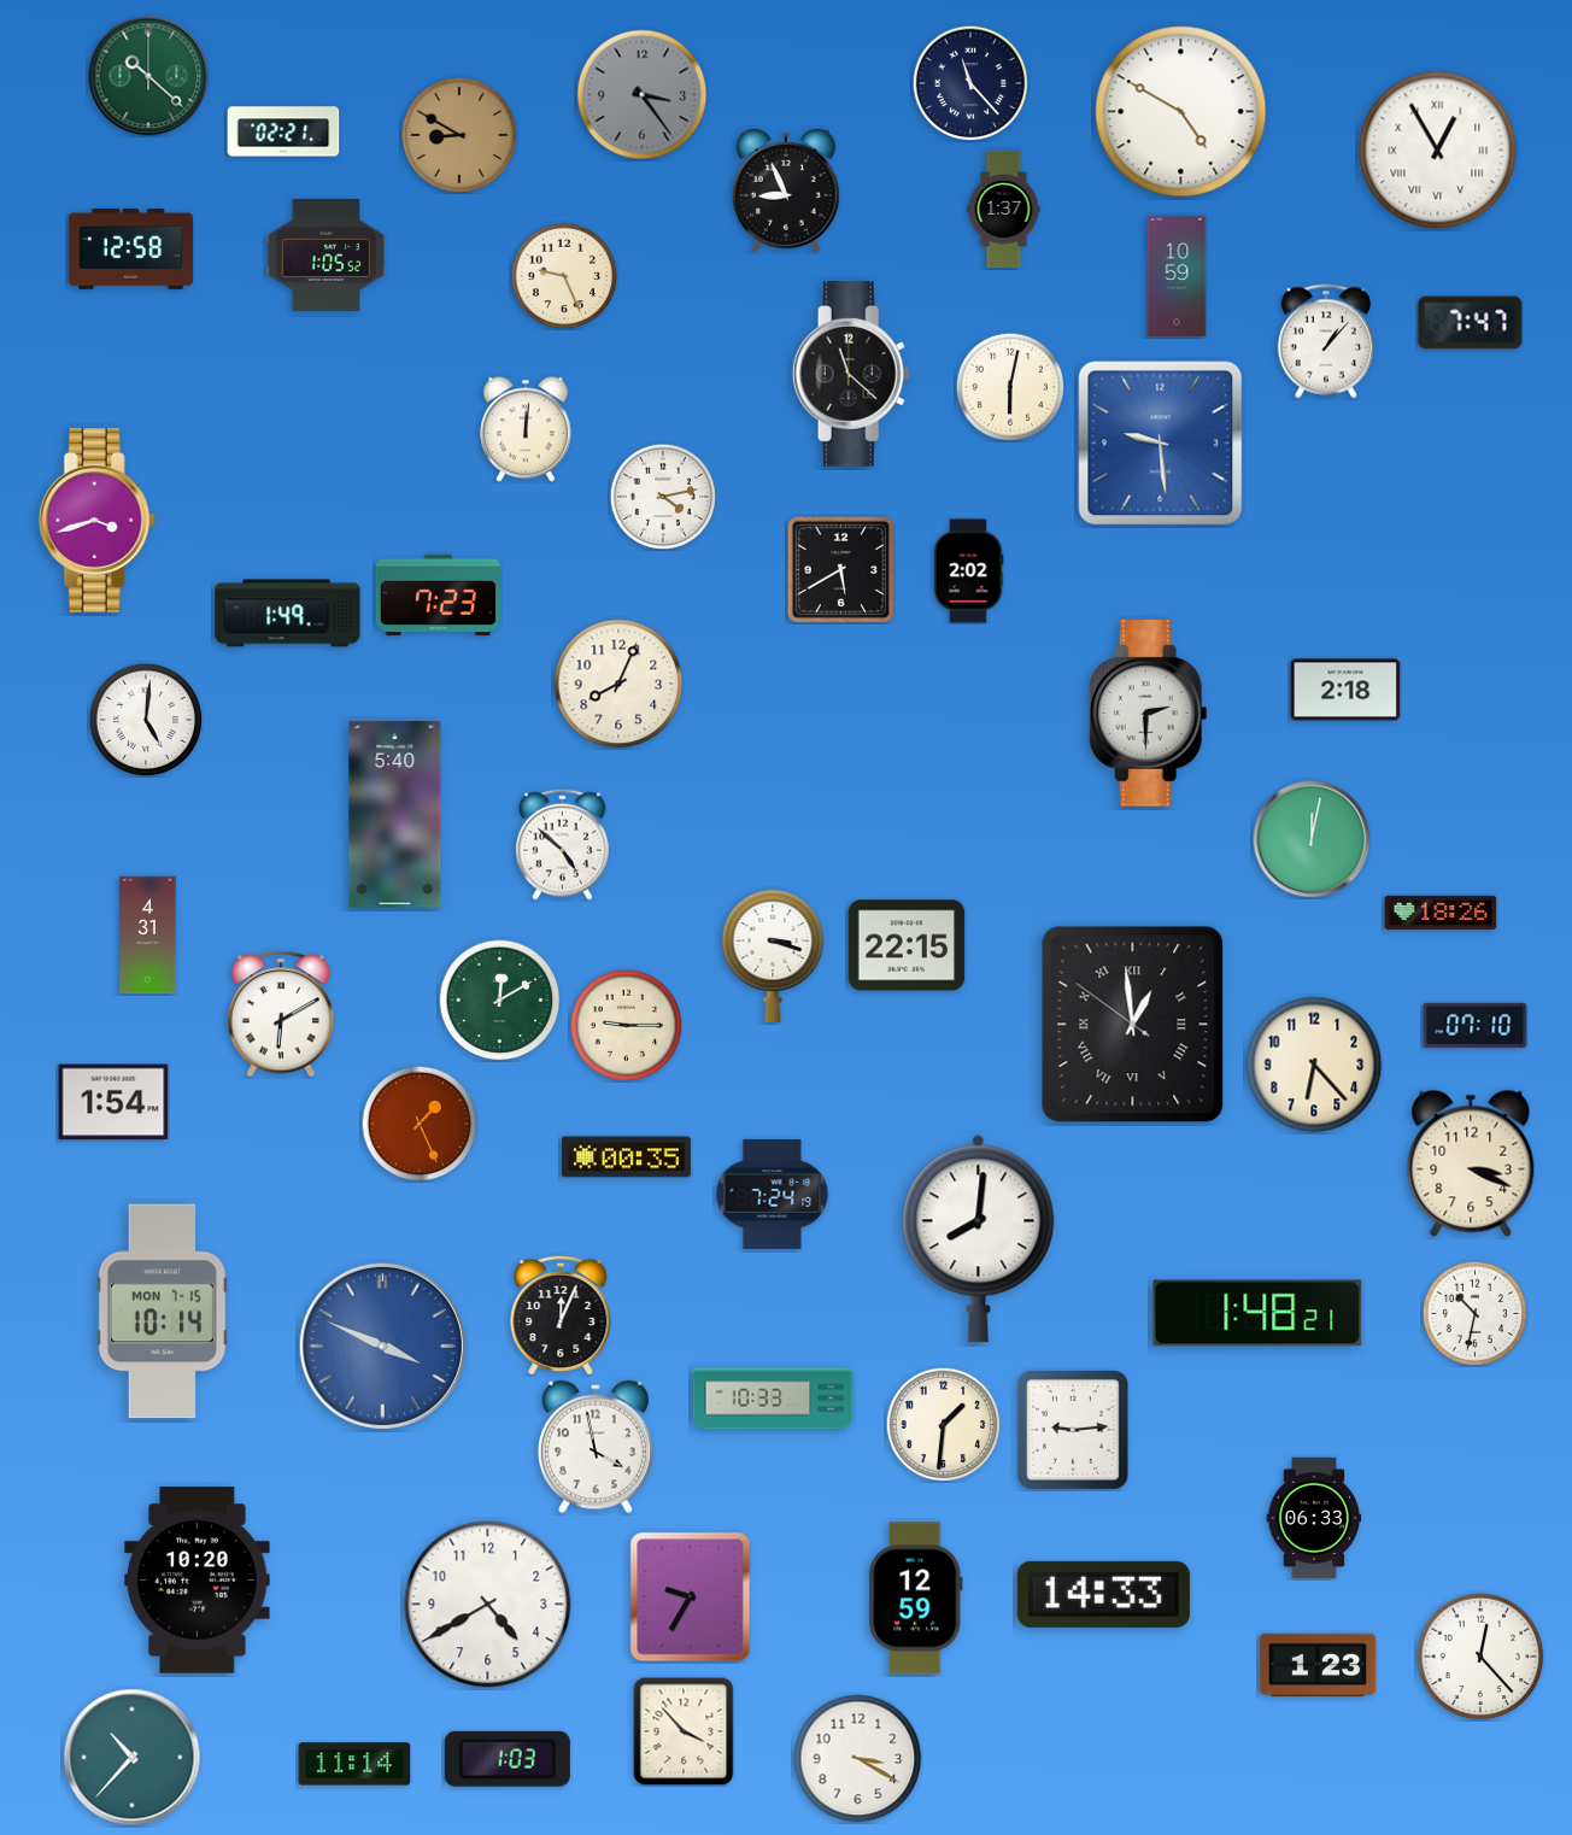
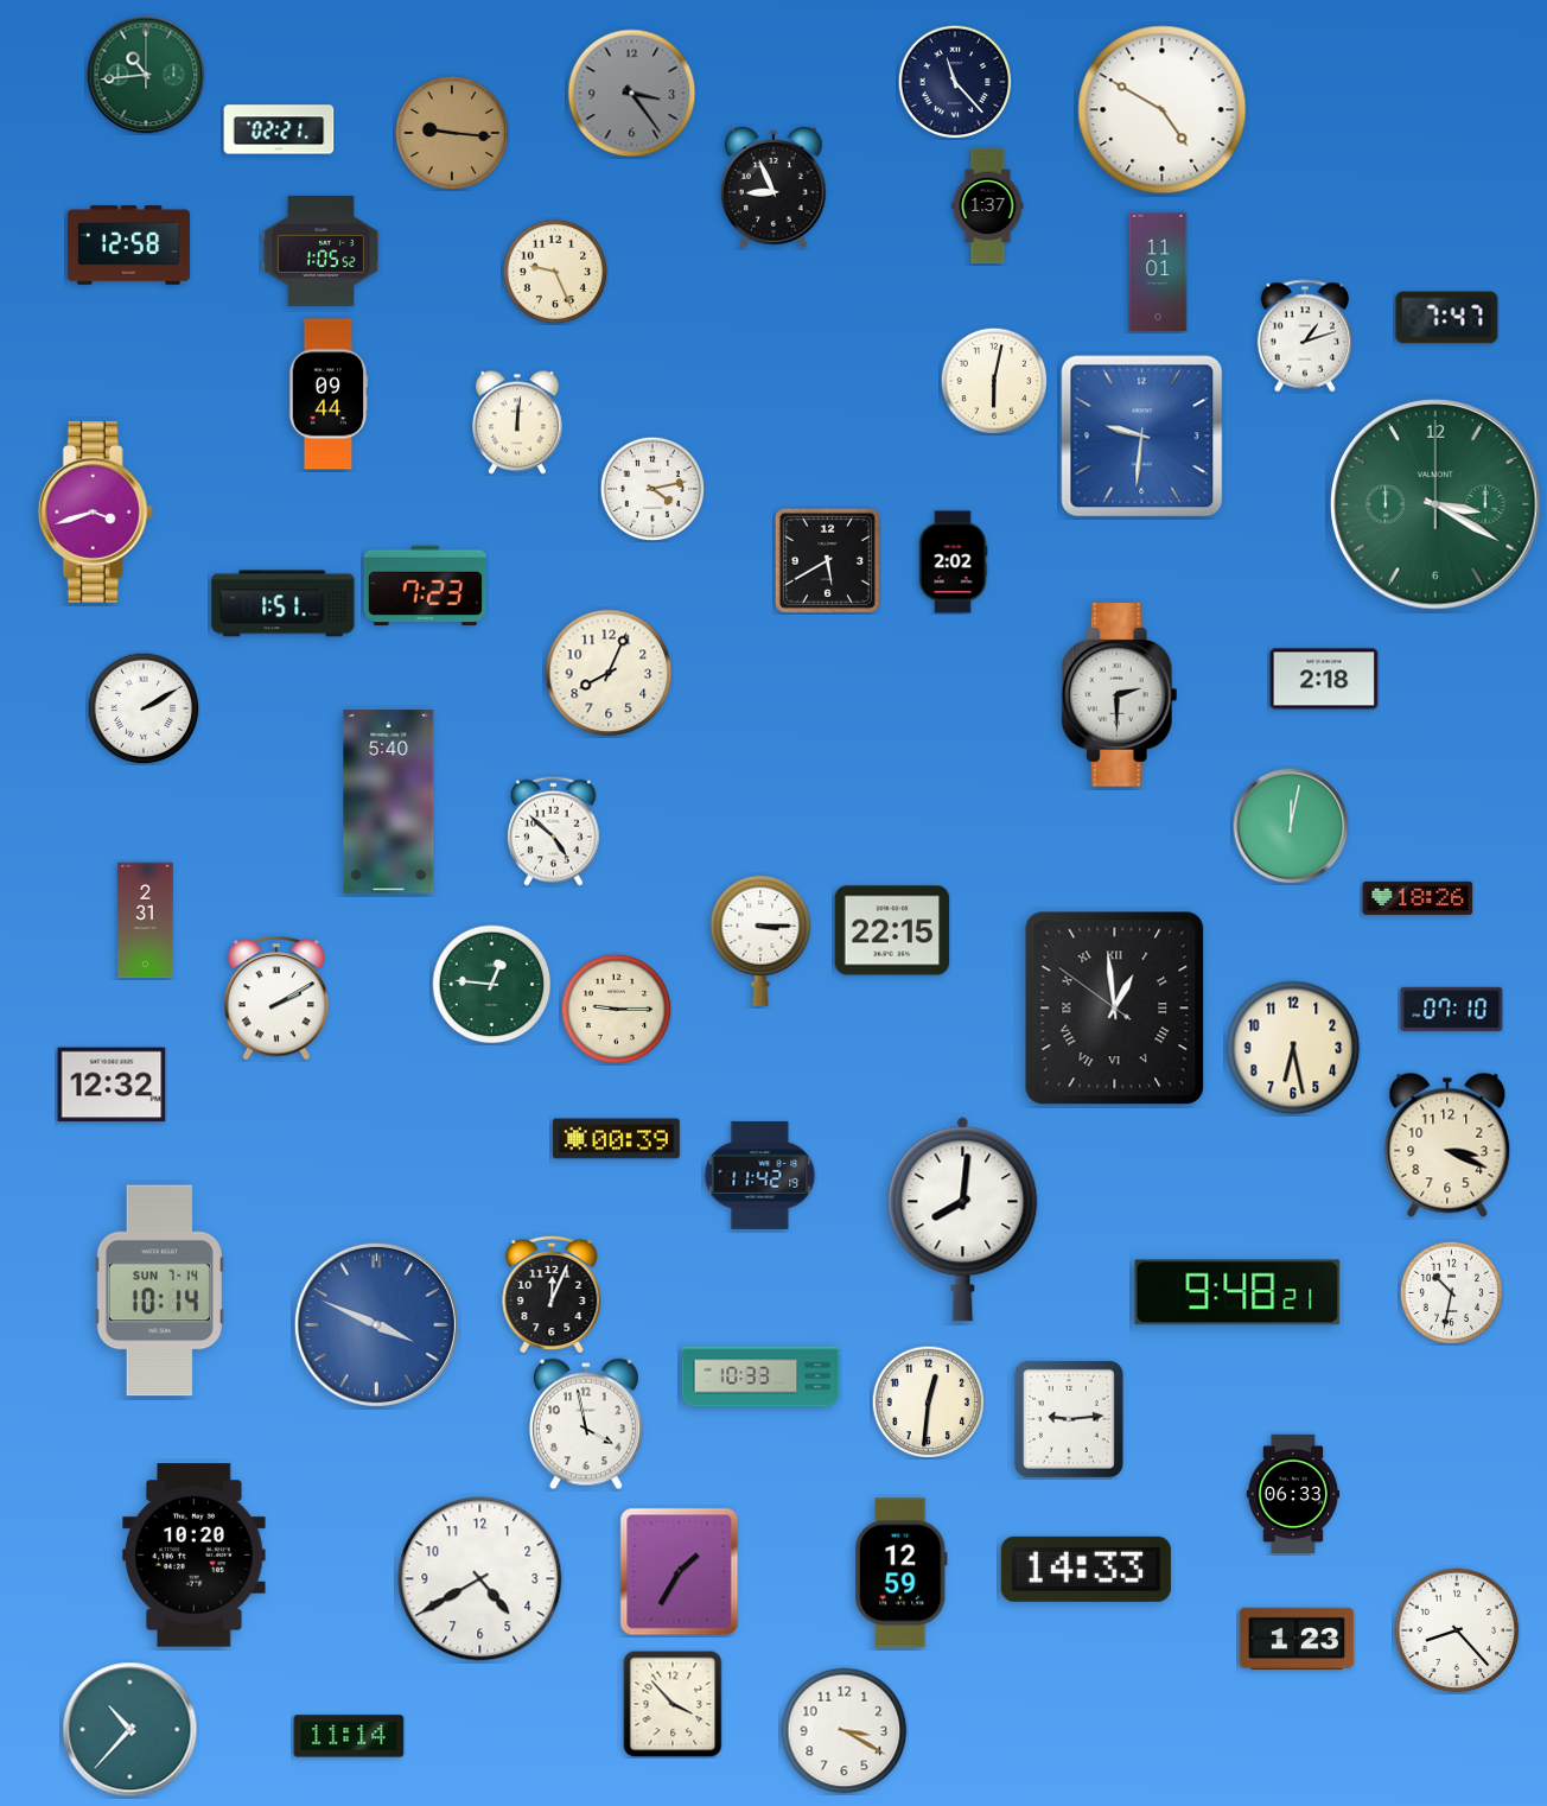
clock at (148, 76): 10:22 -> 10:44
clock at (459, 135): 8:50 -> 9:16
clock at (1438, 151): 12:55 -> none
clock at (1177, 276): 10:59 -> 11:01
clock at (1325, 341): 1:07 -> 1:12
clock at (851, 374): 11:22 -> none
clock at (329, 394): none -> 09:44
clock at (1161, 444): 9:29 -> 9:31
clock at (1435, 504): none -> 3:20
clock at (438, 596) position: (438, 596) -> (425, 586)
clock at (288, 614): 1:49 -> 1:51
clock at (1148, 714) position: (1148, 714) -> (1119, 695)
clock at (146, 720): 5:01 -> 2:10
clock at (148, 936): 4:31 -> 2:31
clock at (773, 956): 3:18 -> 3:15
clock at (500, 1001): 12:10 -> 12:46
clock at (281, 1014): 6:10 -> 2:10
clock at (1314, 1065): 6:23 -> 6:28
clock at (113, 1102): 1:54 -> 12:32
clock at (420, 1124): 1:26 -> none
clock at (626, 1157): 00:35 -> 00:39
clock at (773, 1194): 7:24 -> 11:42
clock at (162, 1312) date: MON 7-15 -> SUN 7-14
clock at (1257, 1313): 1:48 -> 9:48
clock at (943, 1424): 1:31 -> 12:31
clock at (1073, 1430) position: (1073, 1430) -> (1069, 1419)
clock at (691, 1597): 9:35 -> 1:35
clock at (1480, 1657): 12:23 -> 8:23
clock at (508, 1759): 1:03 -> none
